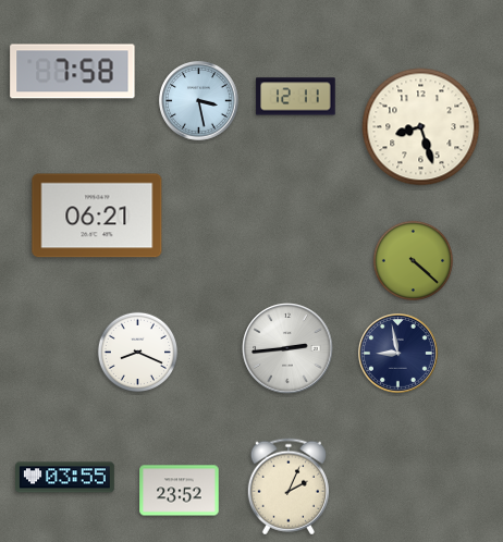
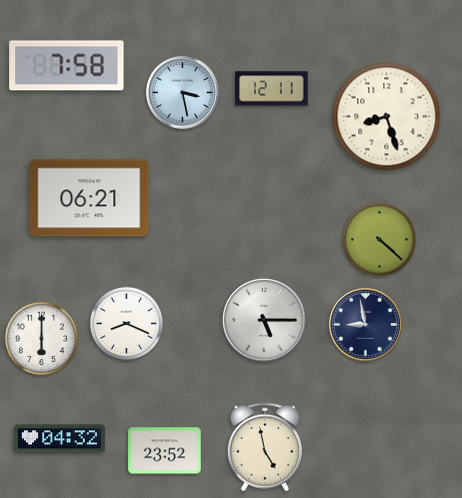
clock at (287, 348): 2:44 -> 5:15
clock at (42, 339): none -> 6:00
clock at (65, 478): 03:55 -> 04:32
clock at (289, 486): 2:04 -> 4:58
